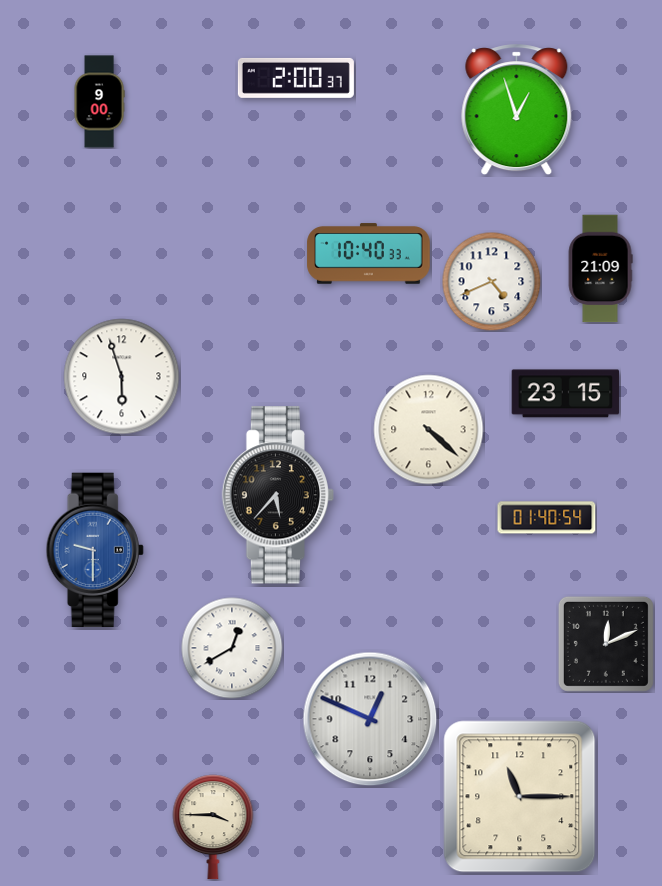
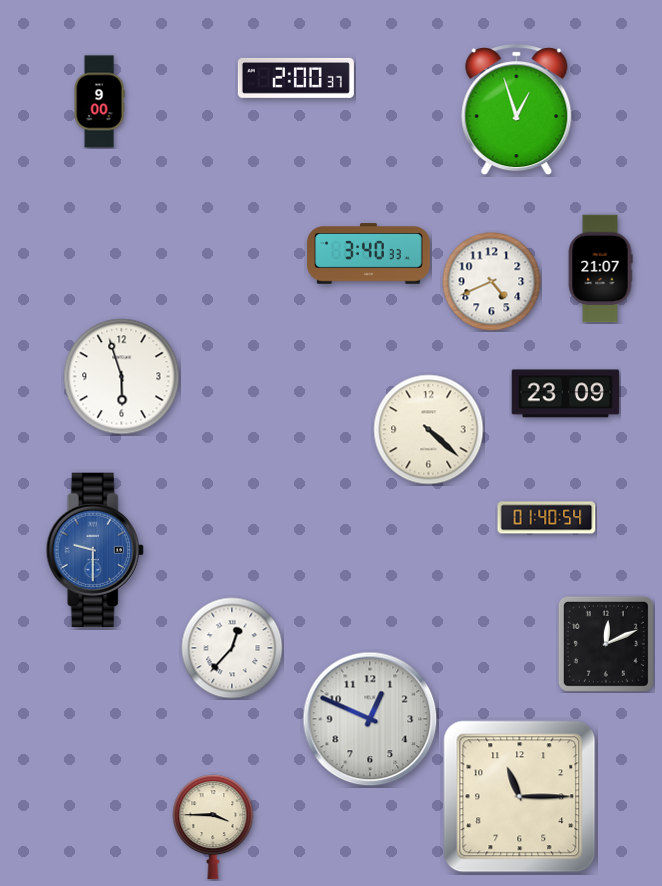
clock at (369, 254): 10:40 -> 3:40
clock at (600, 269): 21:09 -> 21:07
clock at (566, 394): 23:15 -> 23:09
clock at (278, 495): 5:37 -> none
clock at (232, 648): 12:40 -> 12:37
